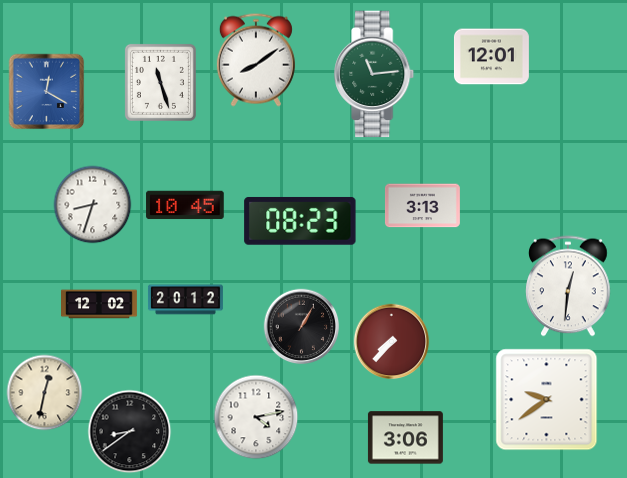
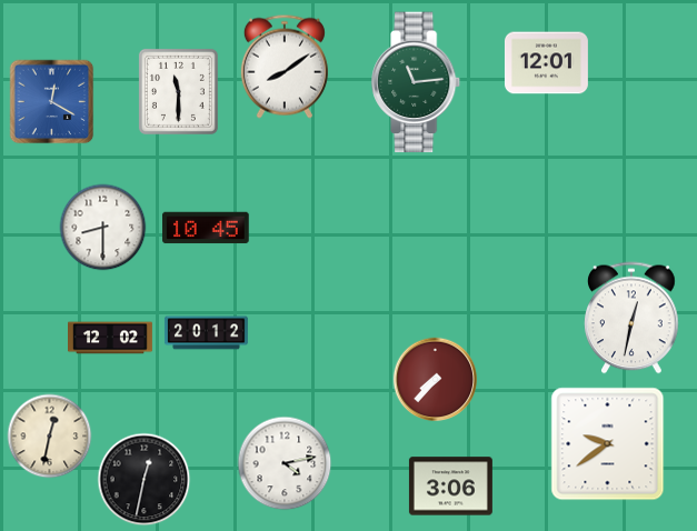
clock at (160, 82): 11:27 -> 11:30
clock at (93, 205): 8:33 -> 8:30
clock at (422, 206): 3:13 -> none
clock at (300, 221): 08:23 -> none
clock at (569, 286): 12:31 -> 12:32
clock at (302, 327): 1:05 -> none
clock at (130, 432): 8:39 -> 12:32
